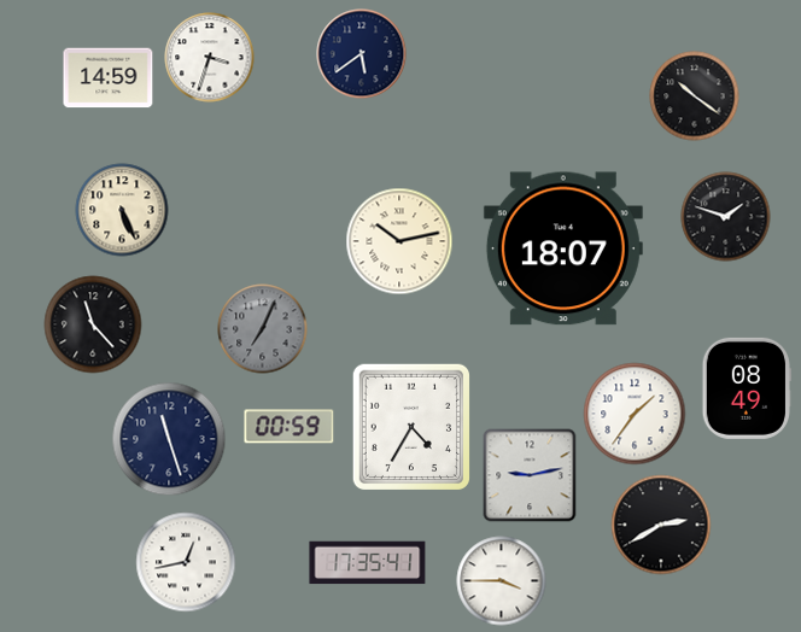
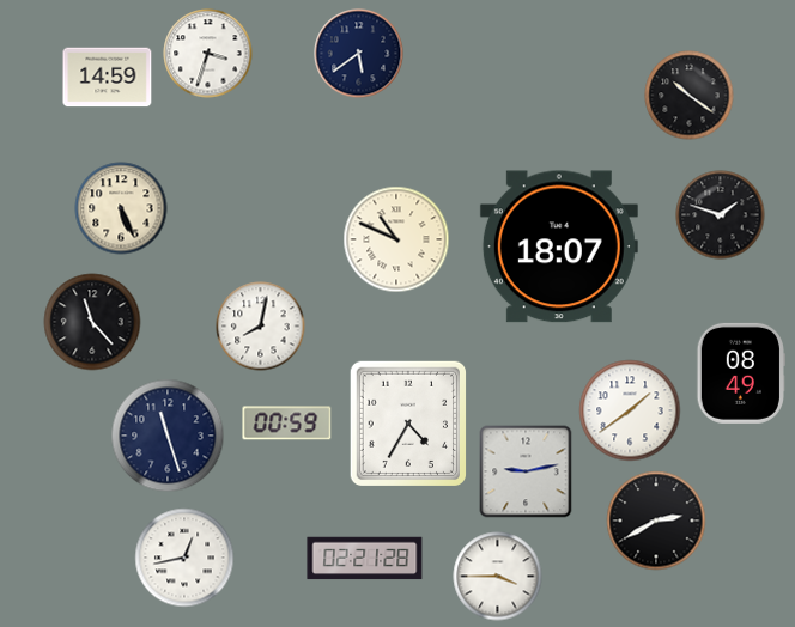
clock at (210, 58) position: (210, 58) -> (208, 54)
clock at (399, 241): 10:13 -> 10:49
clock at (263, 329): 7:04 -> 8:02
clock at (263, 329) dial: grey -> white
clock at (747, 388) position: (747, 388) -> (741, 373)
clock at (635, 414): 1:36 -> 1:39
clock at (368, 563): 17:35 -> 02:21
